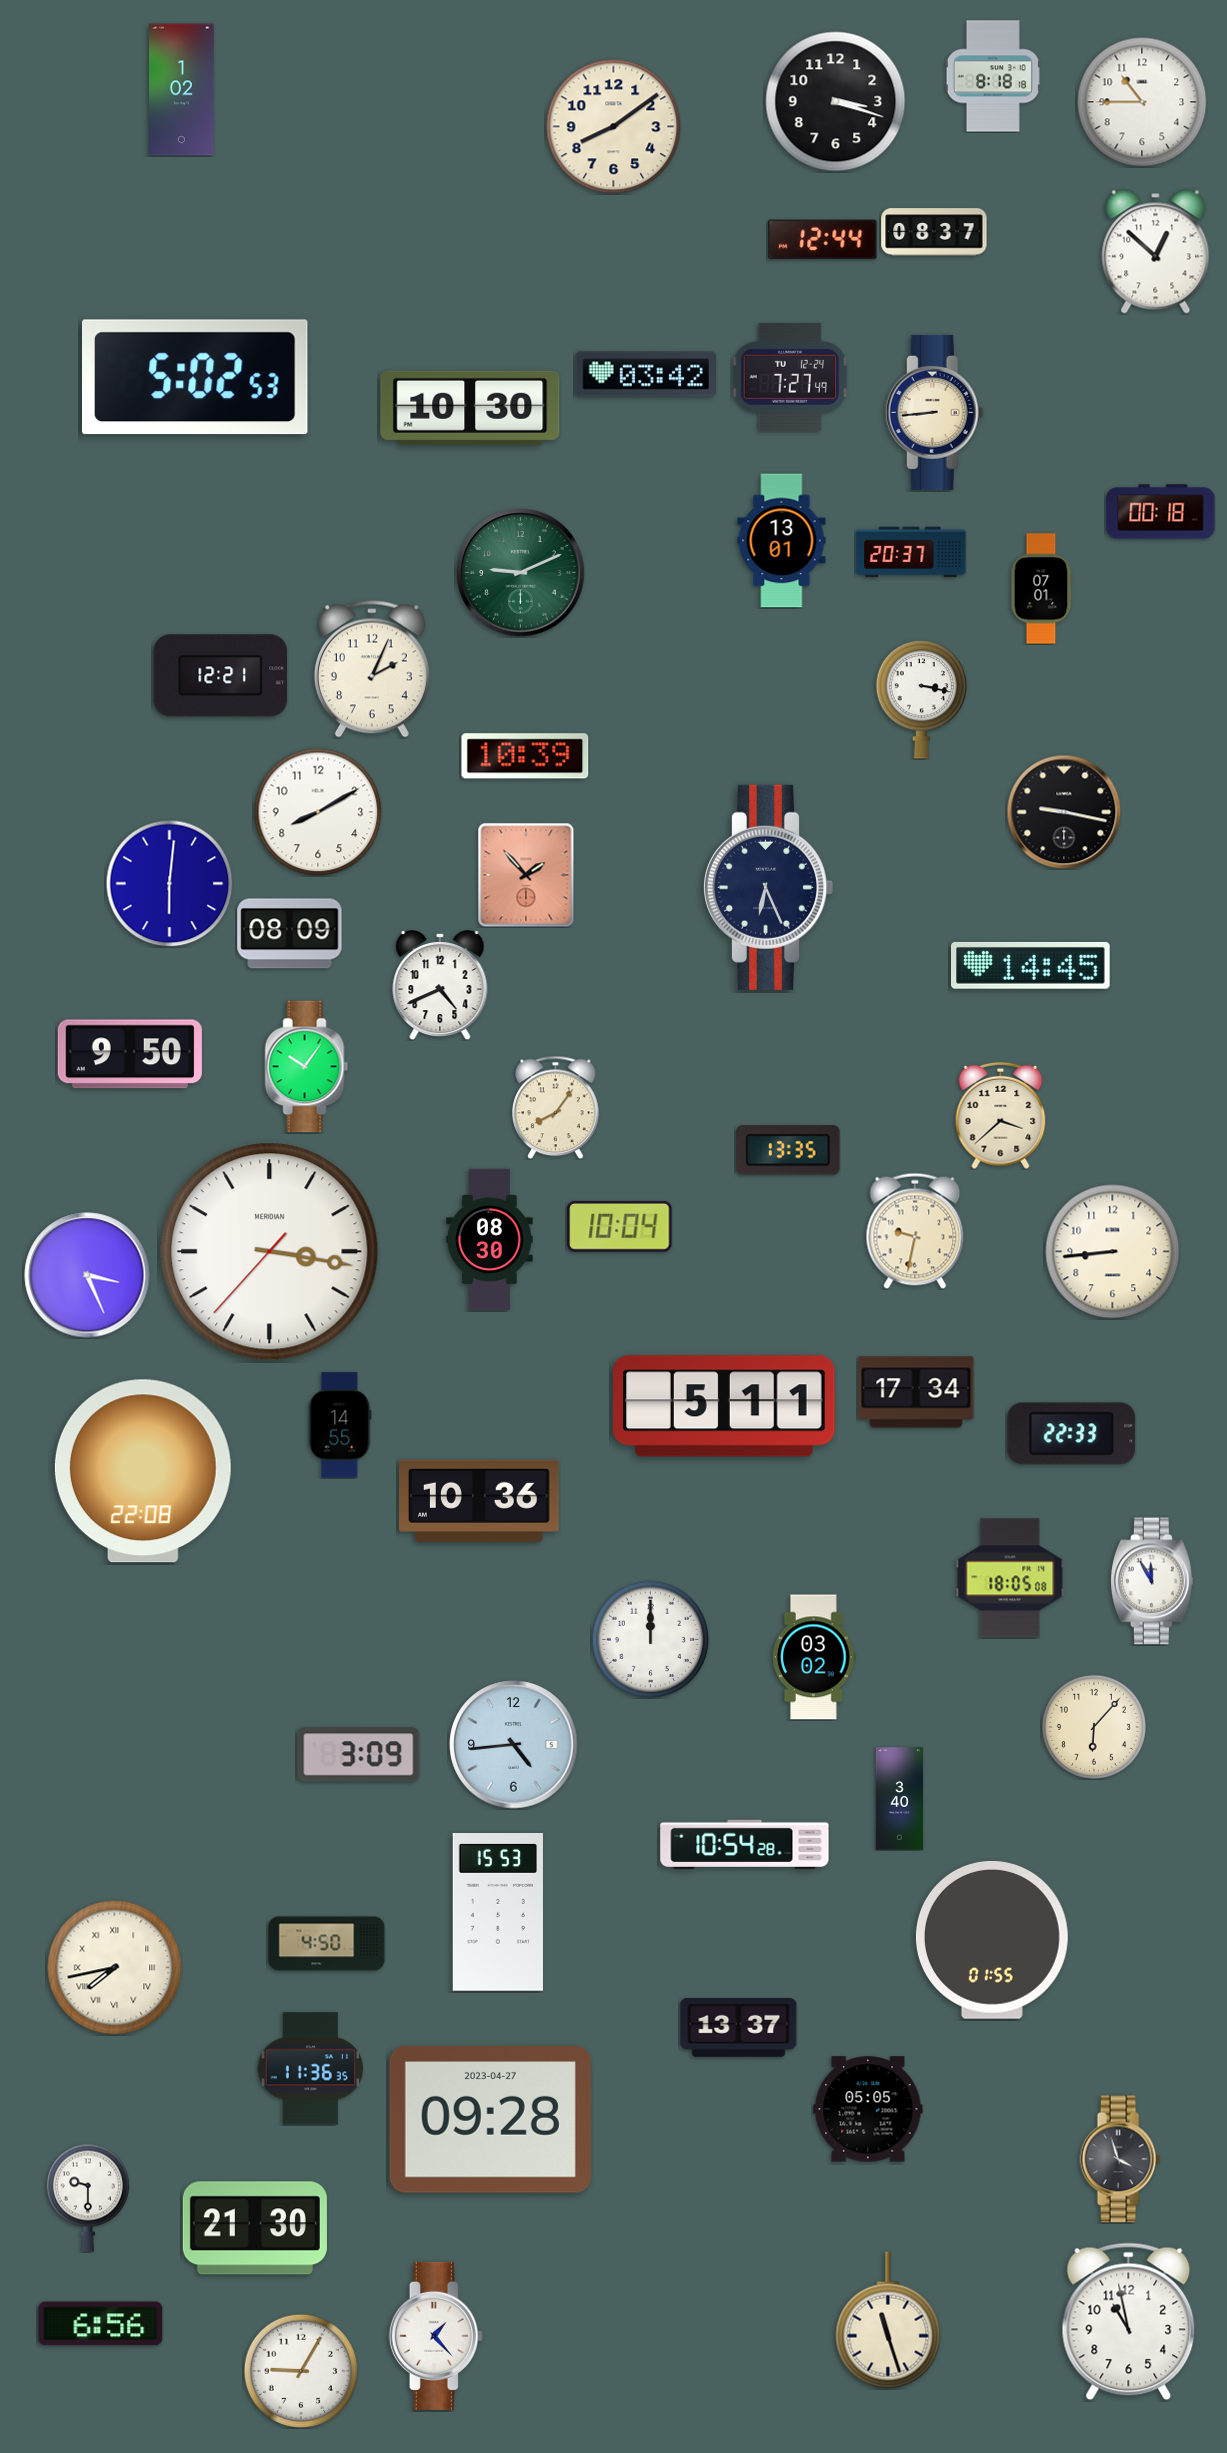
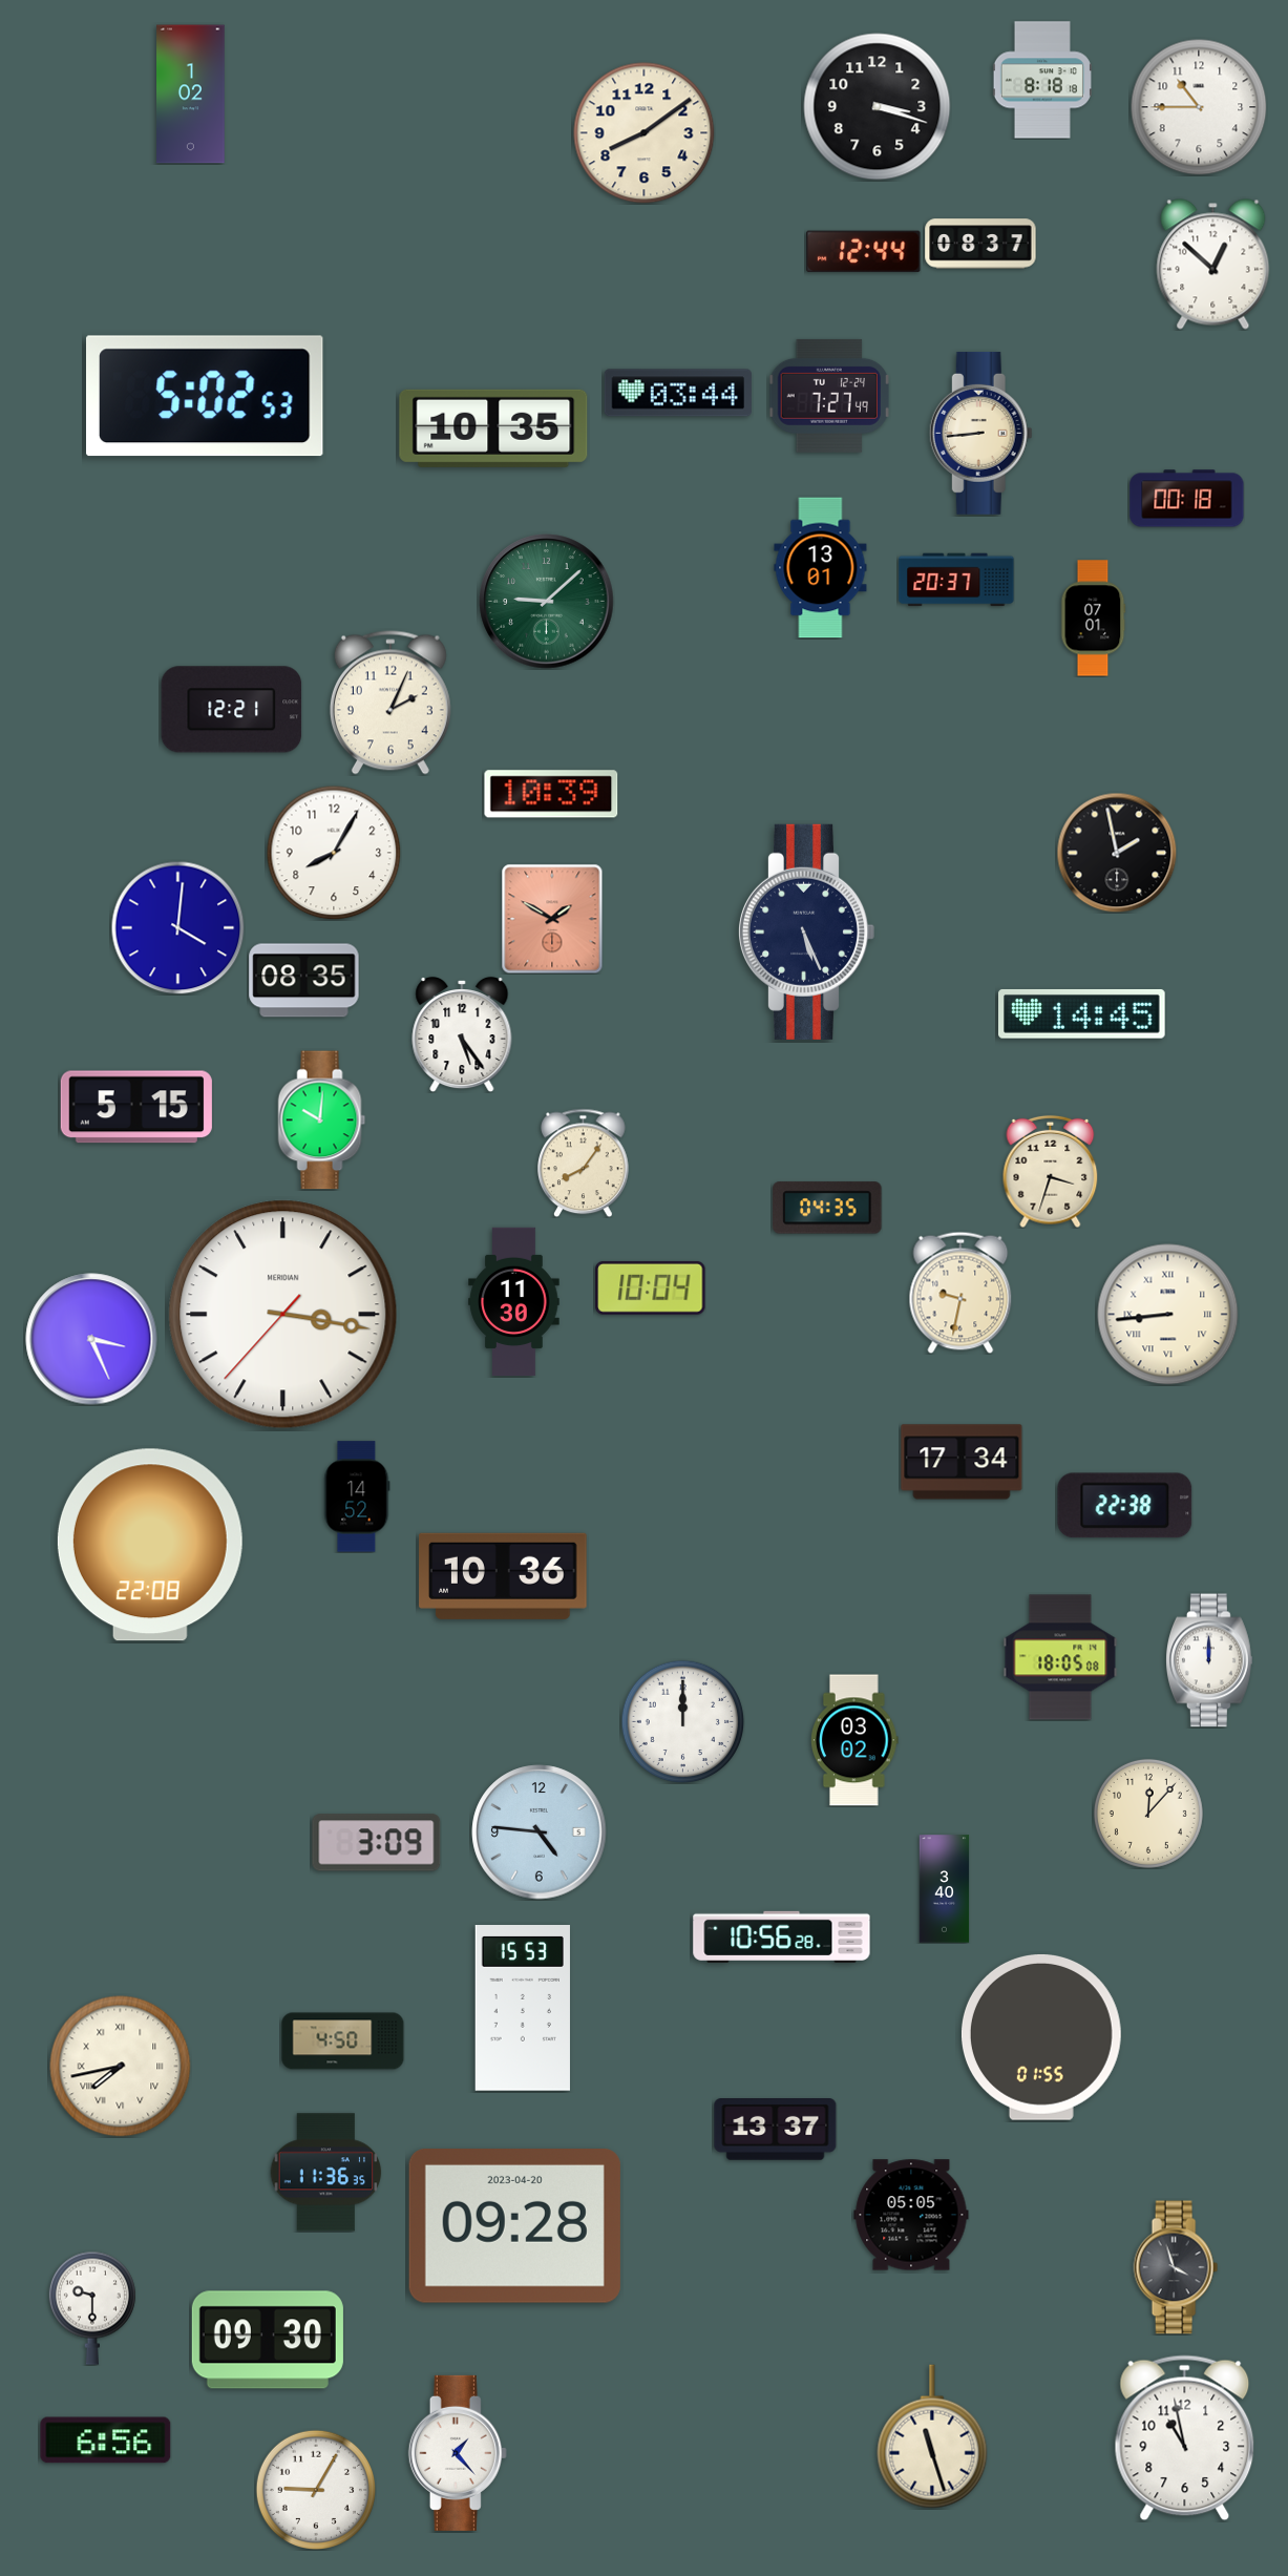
clock at (646, 374): 03:42 -> 03:44
clock at (470, 408): 10:30 -> 10:35
clock at (1161, 512) position: (1161, 512) -> (1187, 499)
clock at (521, 573): 9:11 -> 9:08
clock at (922, 700): 3:17 -> none
clock at (318, 812): 8:10 -> 8:05
clock at (1064, 812): 9:17 -> 1:58
clock at (526, 875): 1:53 -> 1:50
clock at (169, 883): 6:01 -> 4:01
clock at (768, 887): 6:26 -> 5:26
clock at (290, 934): 08:09 -> 08:35
clock at (440, 985): 4:41 -> 5:24
clock at (130, 1054): 9:50 -> 5:15
clock at (307, 1067): 10:06 -> 10:01
clock at (1001, 1115): 3:38 -> 3:33
clock at (788, 1150): 13:35 -> 04:35
clock at (490, 1240): 08:30 -> 11:30
clock at (1113, 1252) numerals: Arabic -> Roman
clock at (724, 1406): 5:11 -> none
clock at (340, 1425): 14:55 -> 14:52
clock at (1072, 1434): 22:33 -> 22:38
clock at (1152, 1581): 11:55 -> 12:00
clock at (1094, 1727): 6:07 -> 12:07
clock at (514, 1745): 4:44 -> 4:46
clock at (745, 1844): 10:54 -> 10:56
clock at (490, 2120) date: 2023-04-27 -> 2023-04-20
clock at (255, 2228): 21:30 -> 09:30
